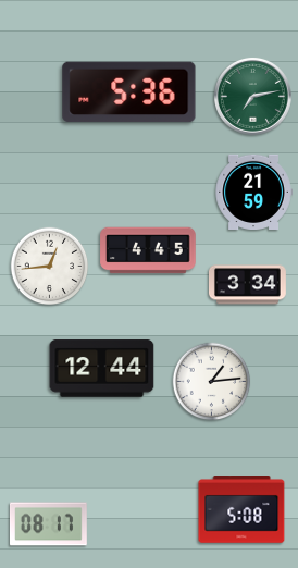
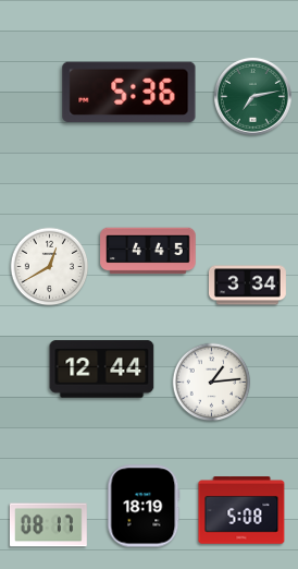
clock at (253, 192): 21:59 -> none
clock at (50, 267): 12:44 -> 12:40
clock at (144, 506): none -> 18:19
